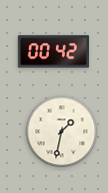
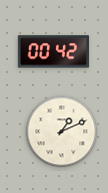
clock at (62, 132): 1:32 -> 1:11
